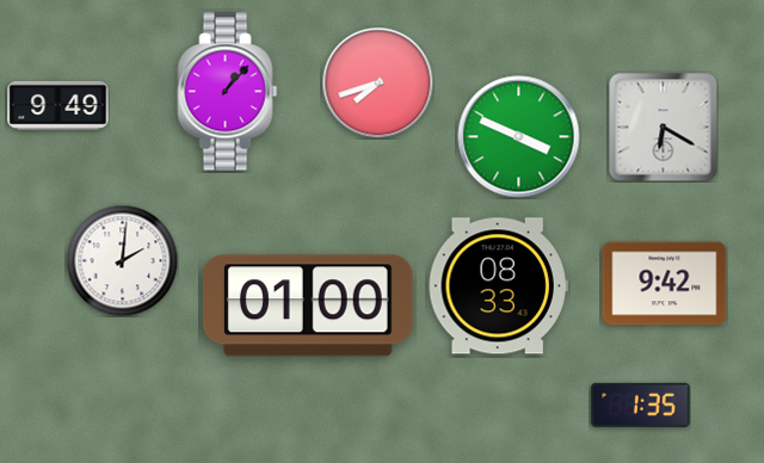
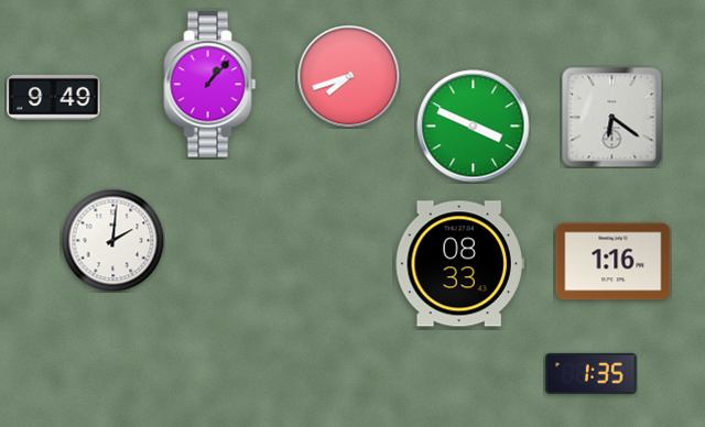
clock at (663, 126): 6:20 -> 6:21
clock at (519, 137) position: (519, 137) -> (474, 127)
clock at (665, 284): 9:42 -> 1:16
clock at (308, 305): 01:00 -> none
